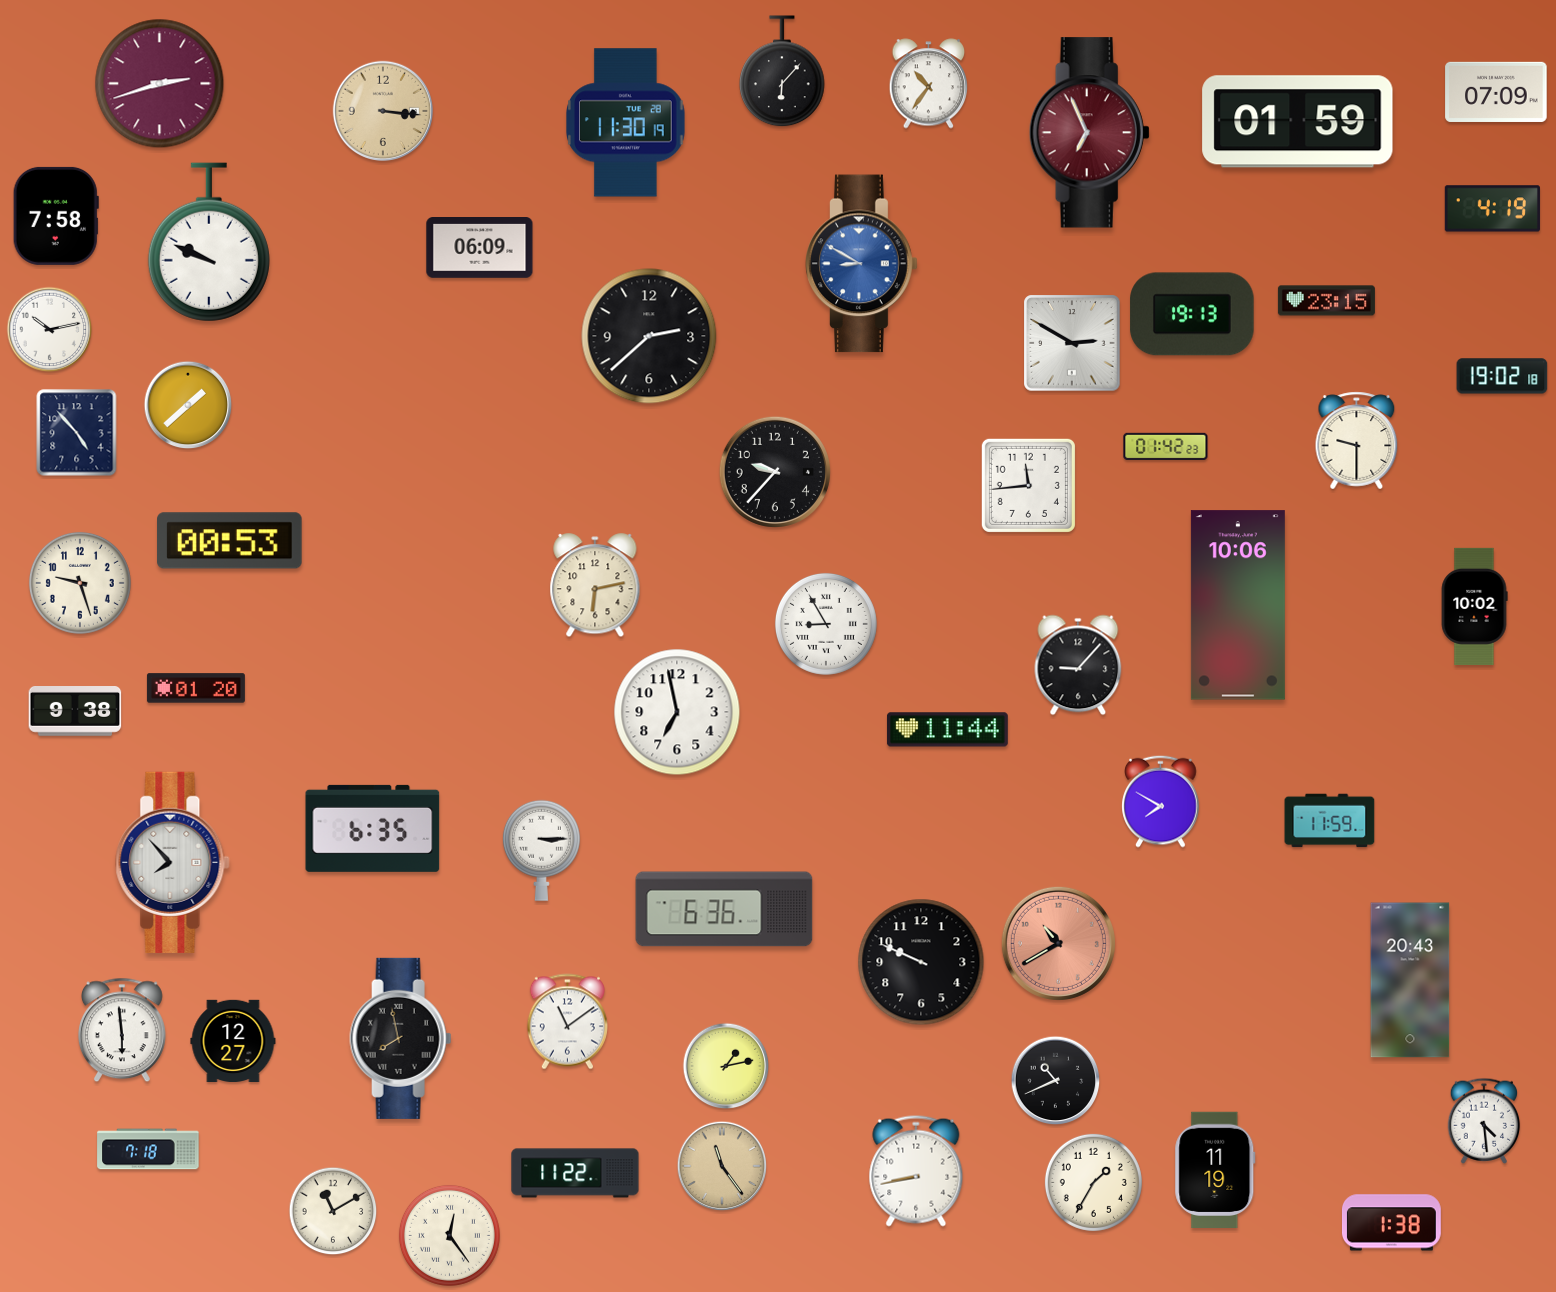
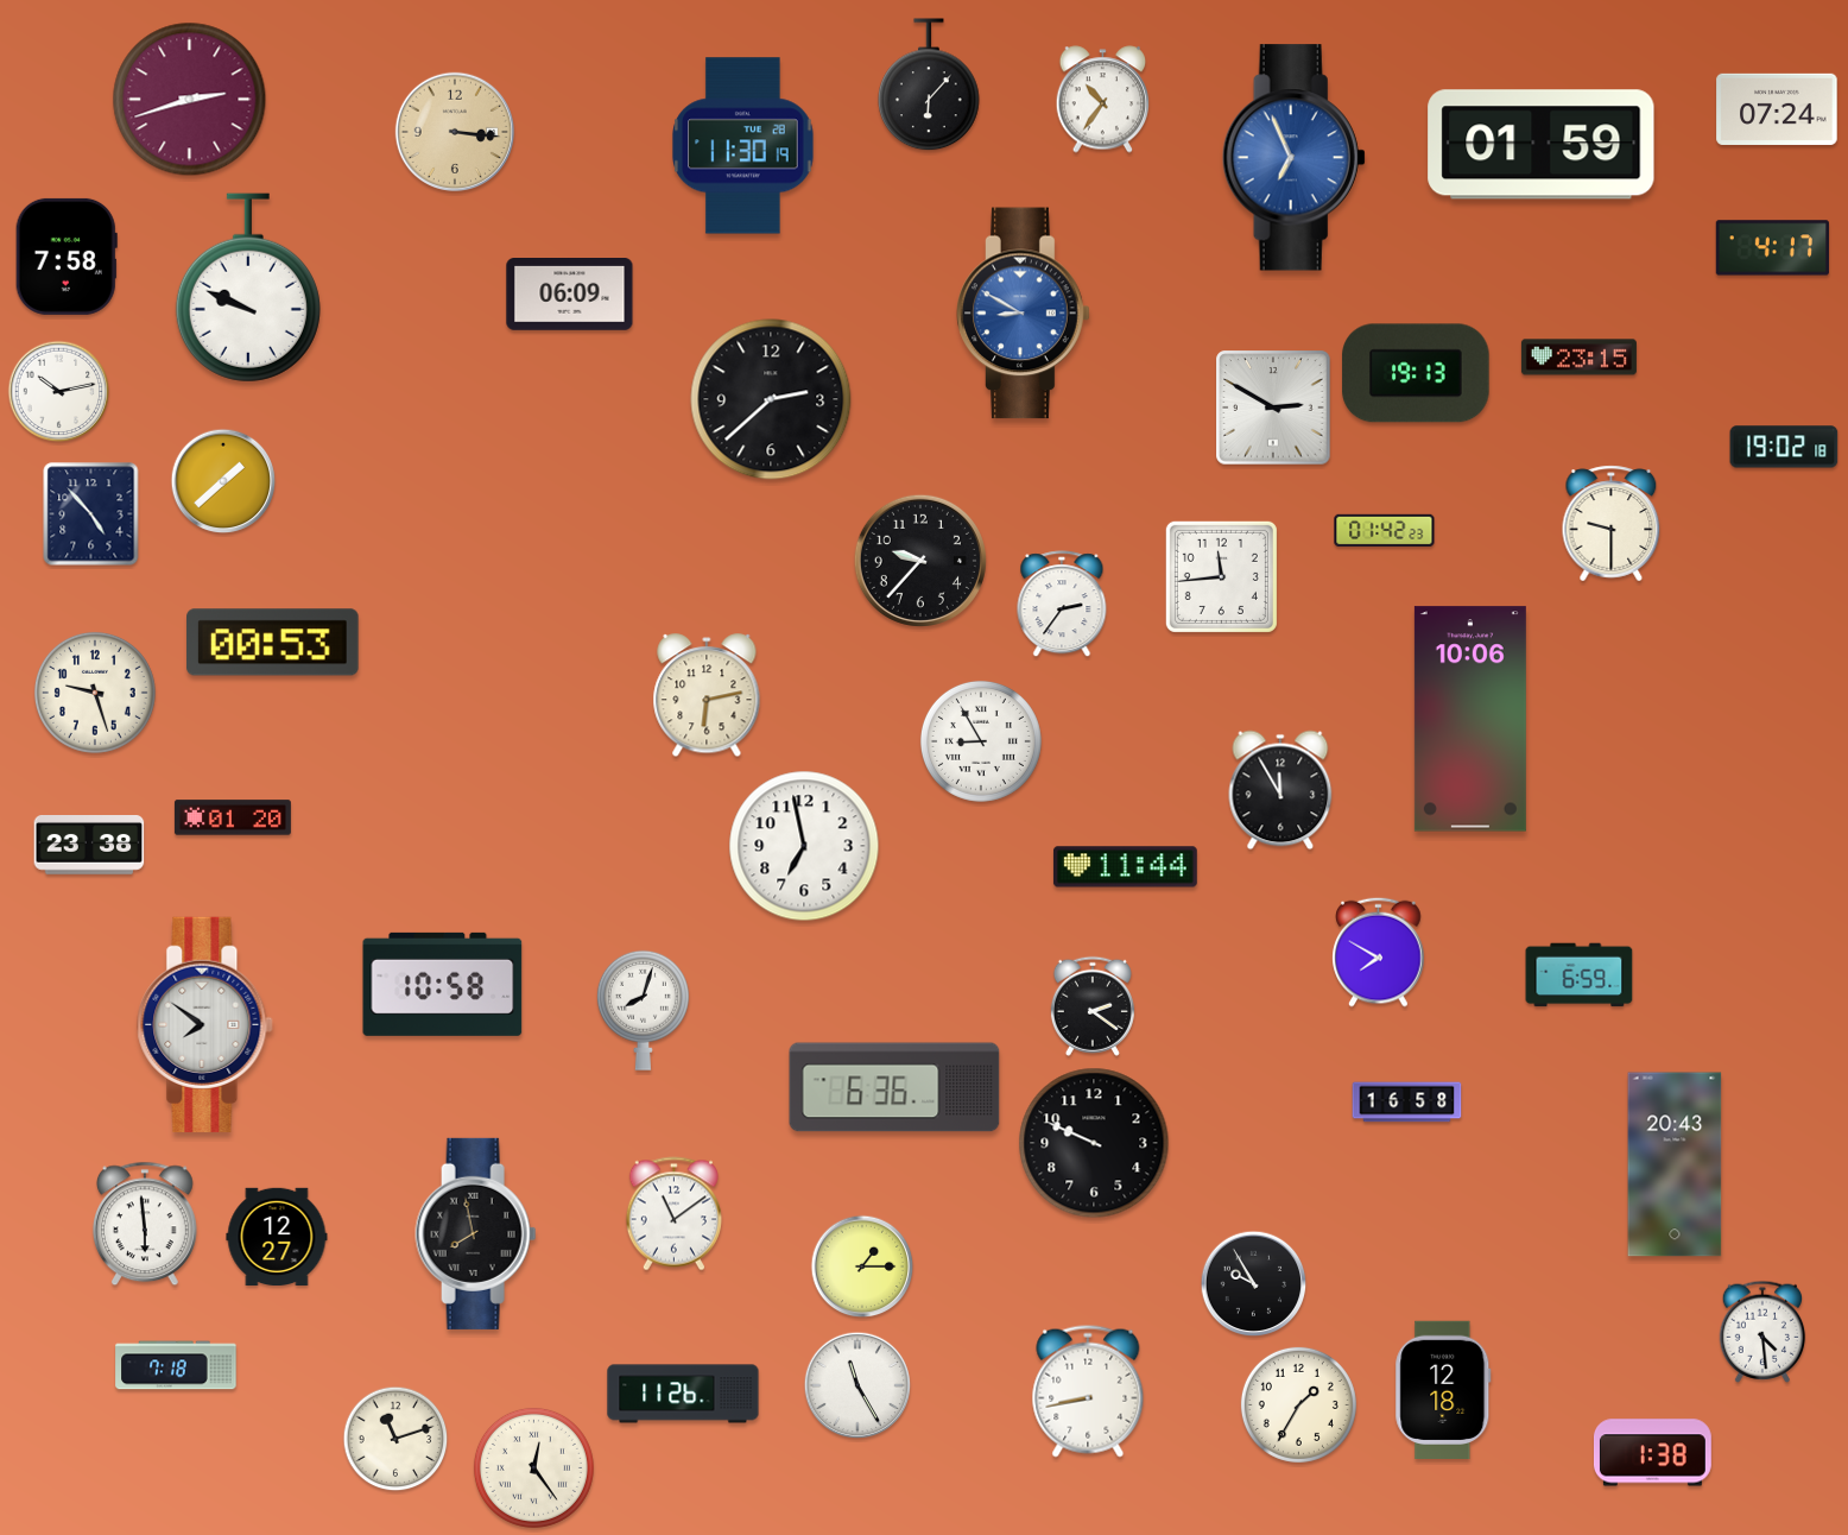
clock at (1496, 92): 07:09 -> 07:24
clock at (1089, 133) dial: burgundy -> blue
clock at (1492, 209): 4:19 -> 4:17
clock at (1326, 301) position: (1326, 301) -> (1578, 358)
clock at (1062, 605): none -> 2:36
clock at (1474, 606): 10:02 -> none
clock at (1078, 665): 9:07 -> 11:55
clock at (75, 712): 9:38 -> 23:38
clock at (1330, 821): 11:59 -> 6:59
clock at (373, 828): 6:35 -> 10:58
clock at (1093, 1006): none -> 2:21
clock at (541, 850): 3:15 -> 8:03
clock at (173, 862): 7:53 -> 7:51
clock at (724, 909) position: (724, 909) -> (894, 1087)
clock at (1407, 1103): none -> 16:58
clock at (1058, 943): 10:40 -> none
clock at (726, 1066): 1:13 -> 1:15
clock at (1056, 1081): 10:41 -> 9:55
clock at (722, 1166): 11:24 -> 11:25
clock at (722, 1166) dial: champagne -> white
clock at (1215, 1169): 11:19 -> 12:18
clock at (575, 1173): 11:22 -> 11:26
clock at (333, 1211): 11:10 -> 11:12
